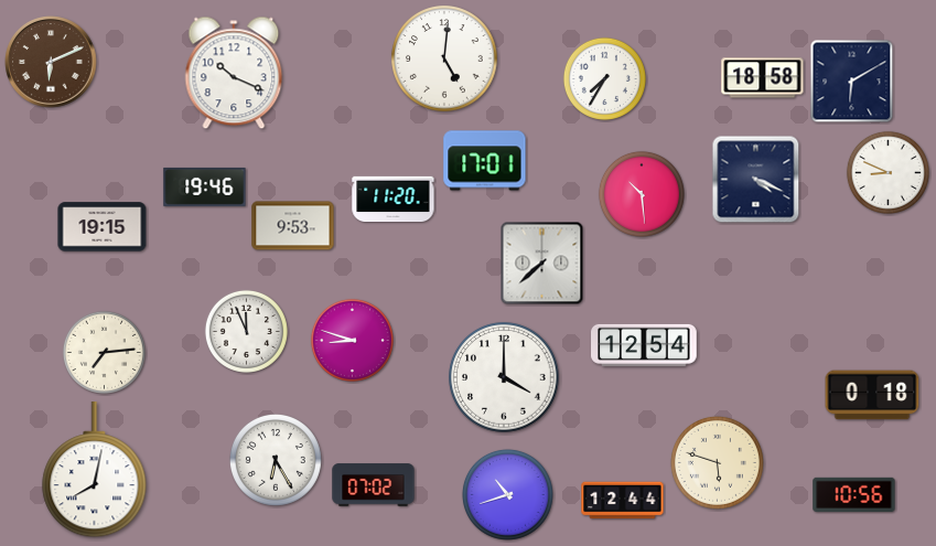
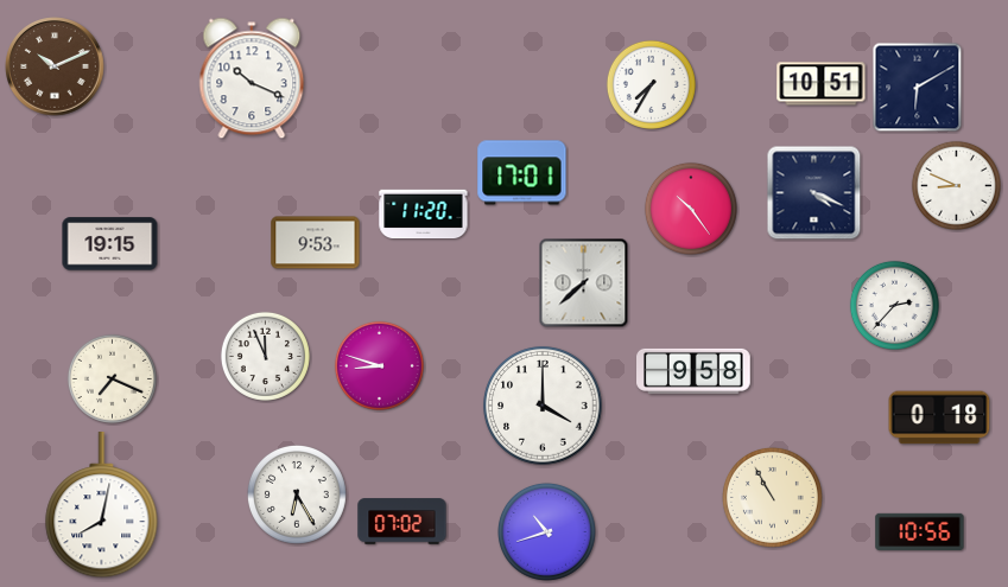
clock at (444, 58): 5:01 -> none
clock at (51, 62): 6:11 -> 10:11
clock at (763, 78): 18:58 -> 10:51
clock at (205, 186): 19:46 -> none
clock at (642, 194): 10:29 -> 10:24
clock at (894, 305): none -> 2:37
clock at (645, 345): 12:54 -> 9:58
clock at (104, 352): 7:14 -> 7:19
clock at (872, 395) position: (872, 395) -> (939, 417)
clock at (717, 462): 5:48 -> 10:55
clock at (623, 501): 12:44 -> none
